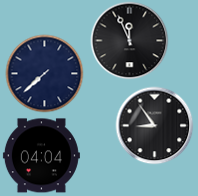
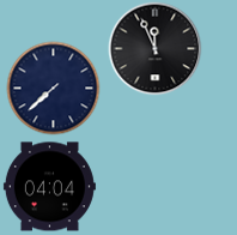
clock at (154, 125): 8:54 -> none
